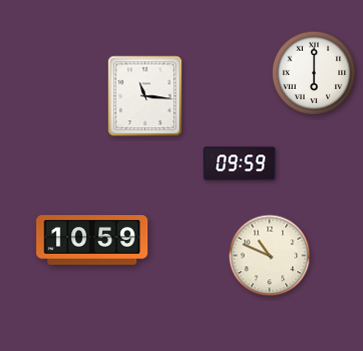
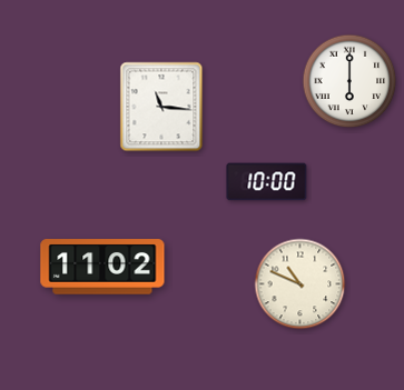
clock at (240, 164): 09:59 -> 10:00
clock at (92, 240): 10:59 -> 11:02
